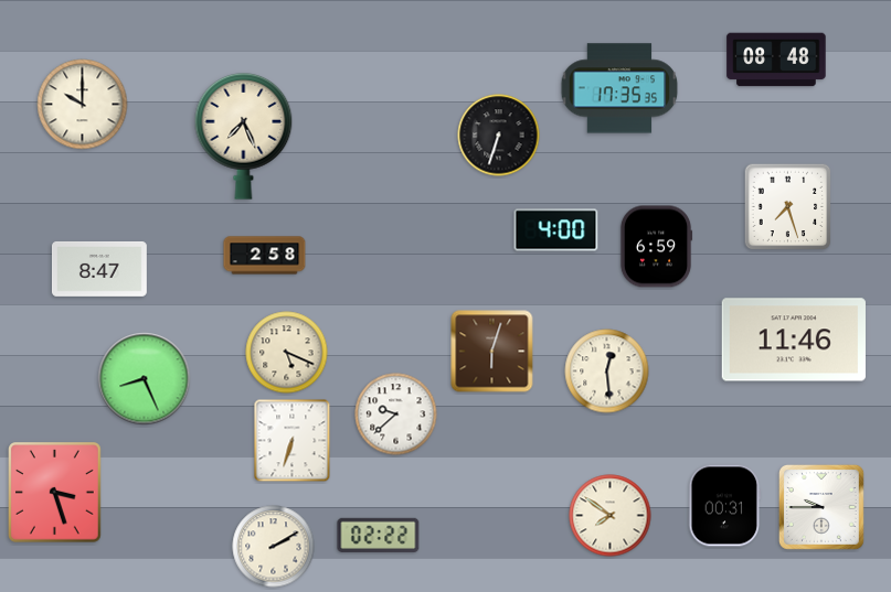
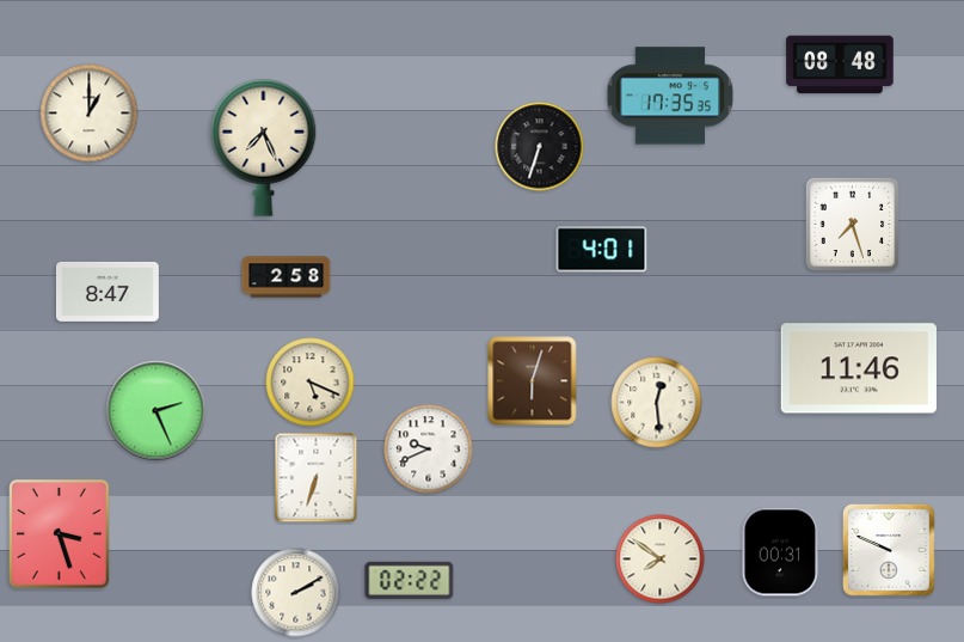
clock at (83, 105): 10:00 -> 1:00
clock at (556, 230): 4:00 -> 4:01
clock at (656, 247): 6:59 -> none
clock at (145, 379): 8:26 -> 2:26
clock at (396, 415): 9:38 -> 9:41
clock at (725, 506) position: (725, 506) -> (781, 552)
clock at (821, 507): 9:45 -> 9:49
